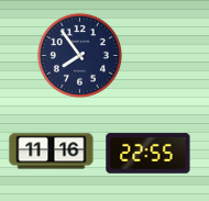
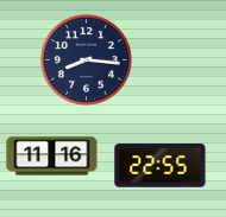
clock at (79, 55): 7:54 -> 8:16
clock at (52, 152) position: (52, 152) -> (52, 157)
